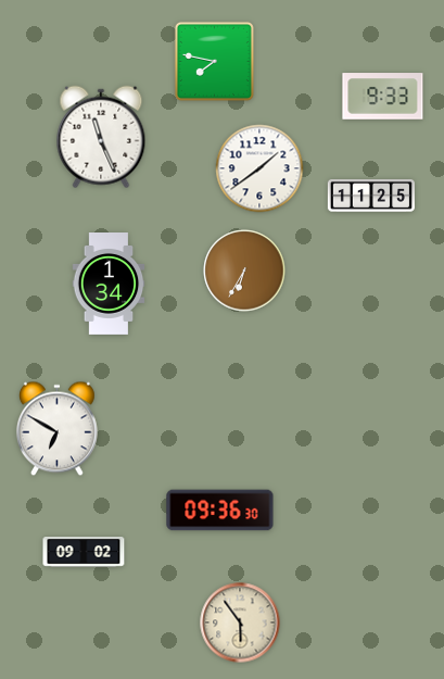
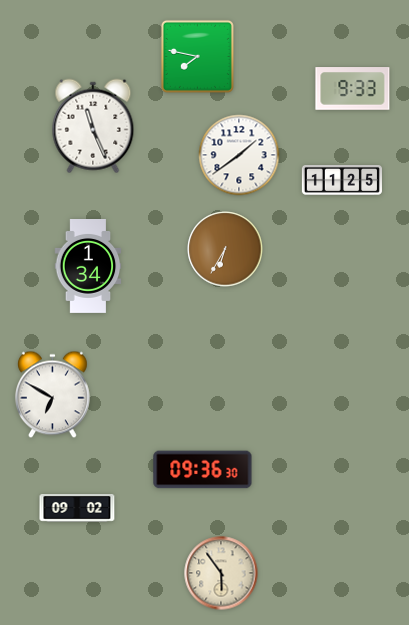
clock at (109, 285) position: (109, 285) -> (88, 267)
